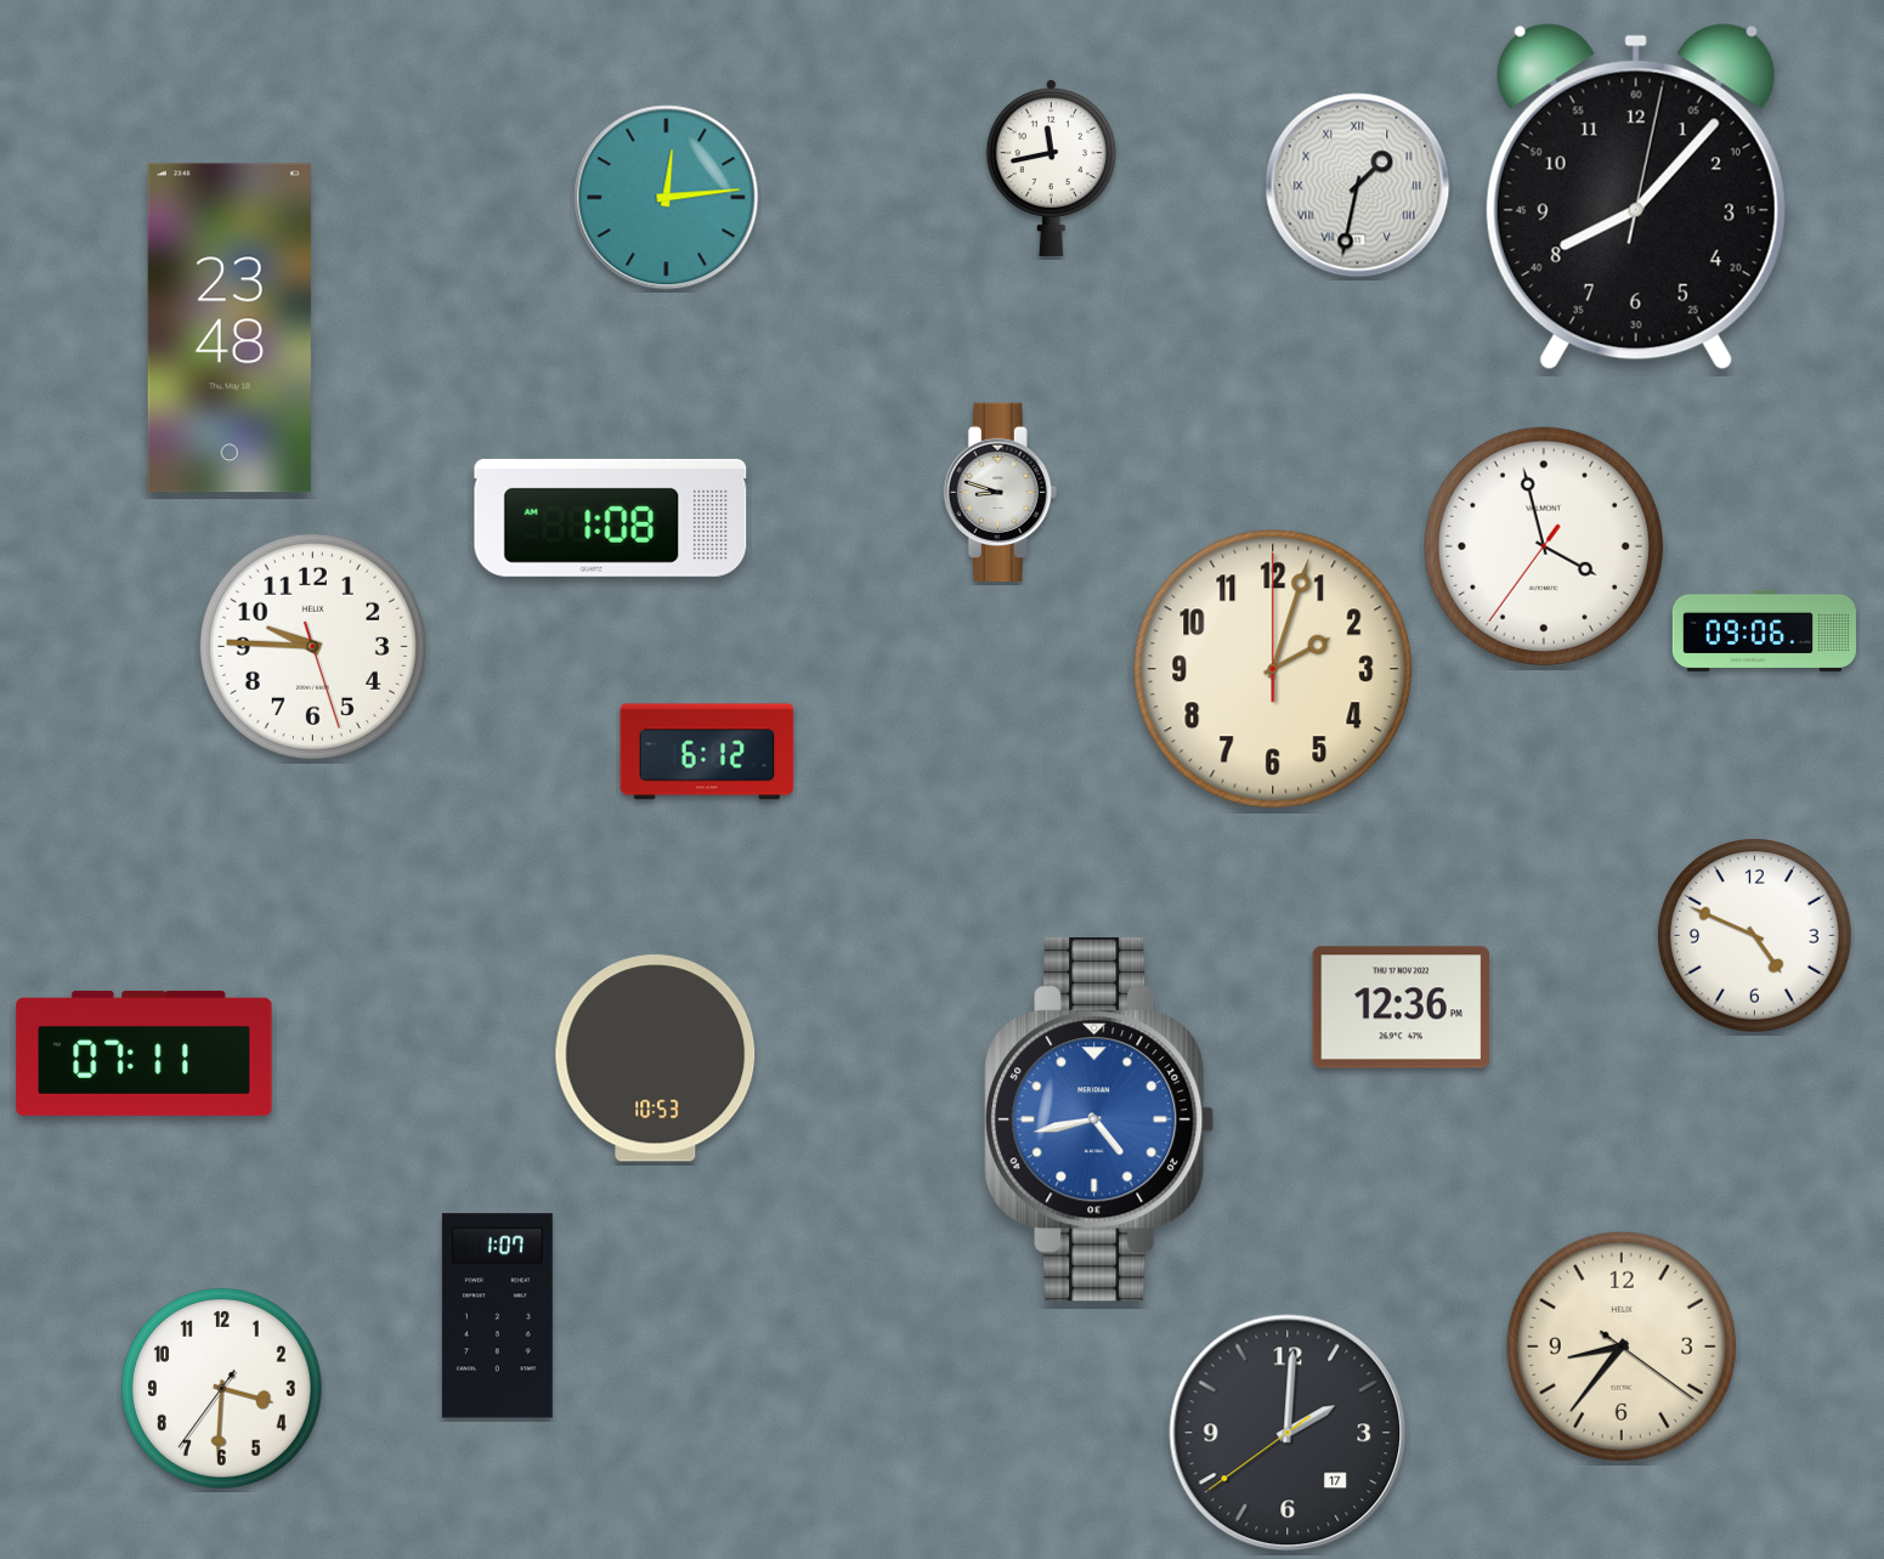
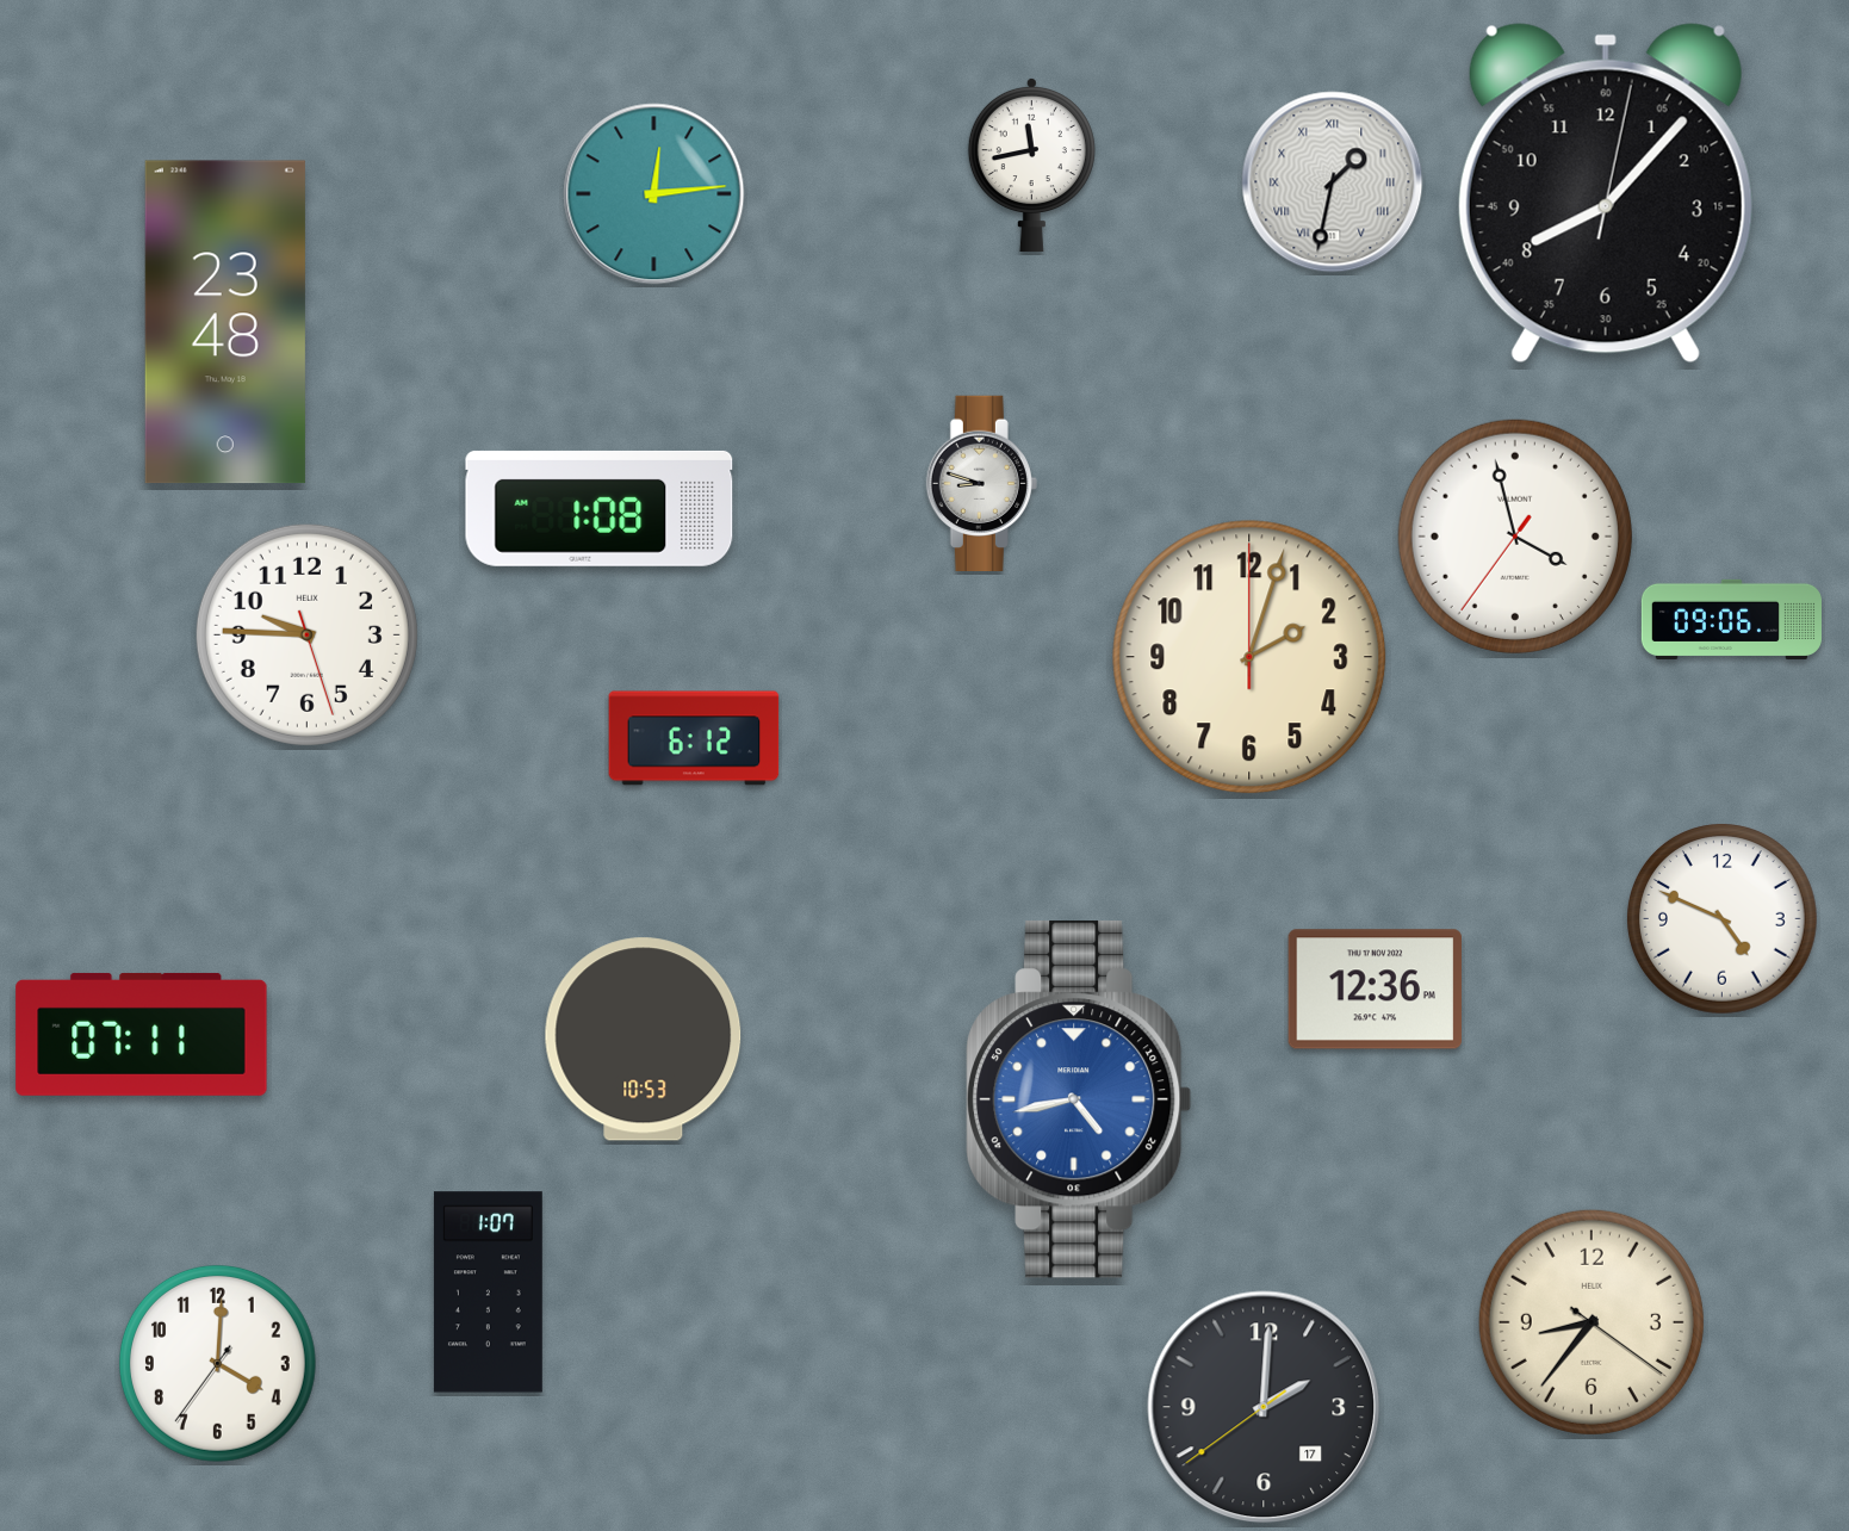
clock at (221, 1388): 3:30 -> 4:00
